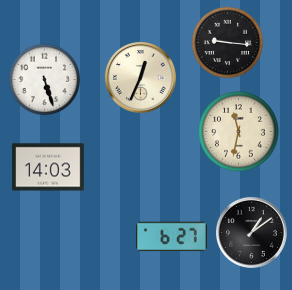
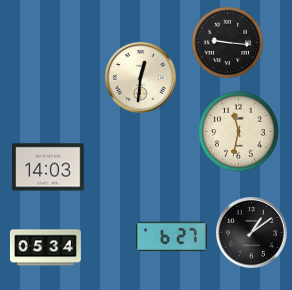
clock at (140, 77): 12:34 -> 12:31
clock at (45, 80): 5:27 -> none
clock at (46, 248): none -> 05:34
